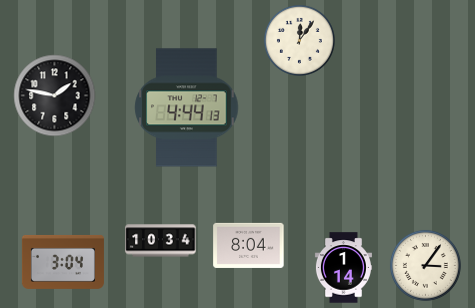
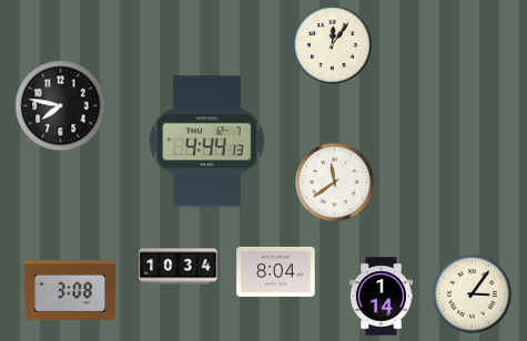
clock at (55, 96): 1:47 -> 7:47
clock at (187, 108) position: (187, 108) -> (207, 142)
clock at (334, 182): none -> 11:39
clock at (63, 262): 3:04 -> 3:08
